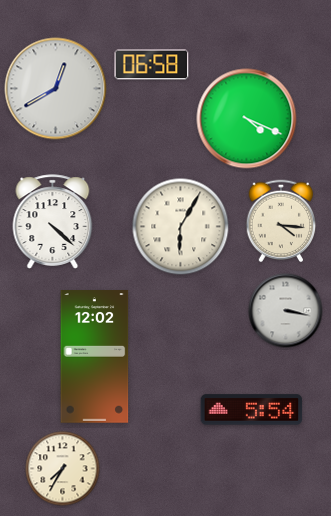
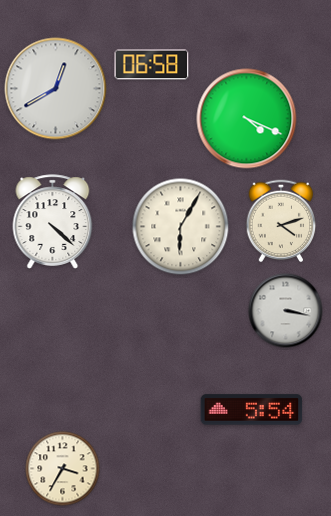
clock at (281, 221): 4:16 -> 4:12
clock at (95, 357): 12:02 -> none
clock at (63, 469): 7:35 -> 3:35
